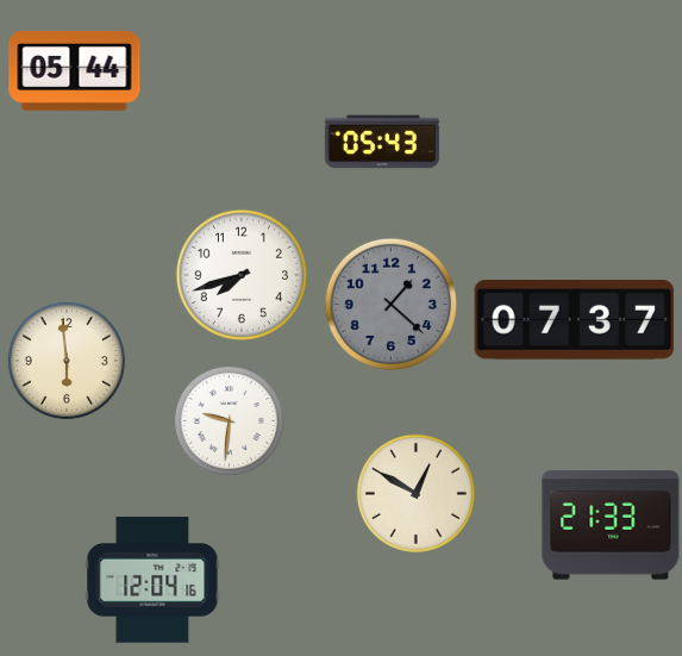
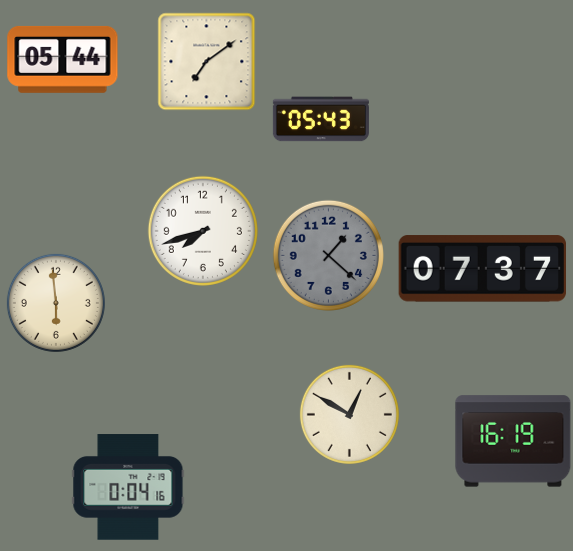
clock at (207, 62): none -> 7:09
clock at (229, 420): 9:31 -> none
clock at (611, 525): 21:33 -> 16:19
clock at (152, 580): 12:04 -> 0:04
